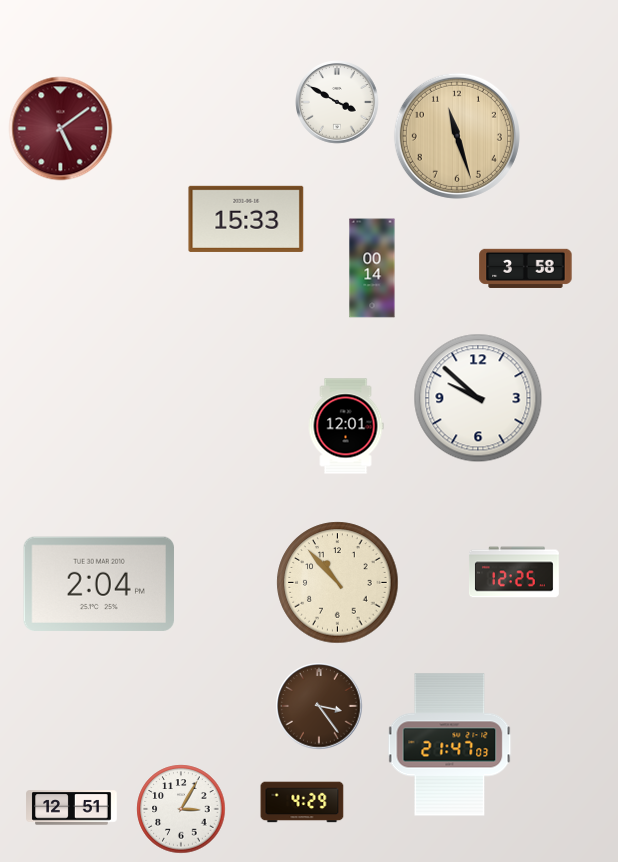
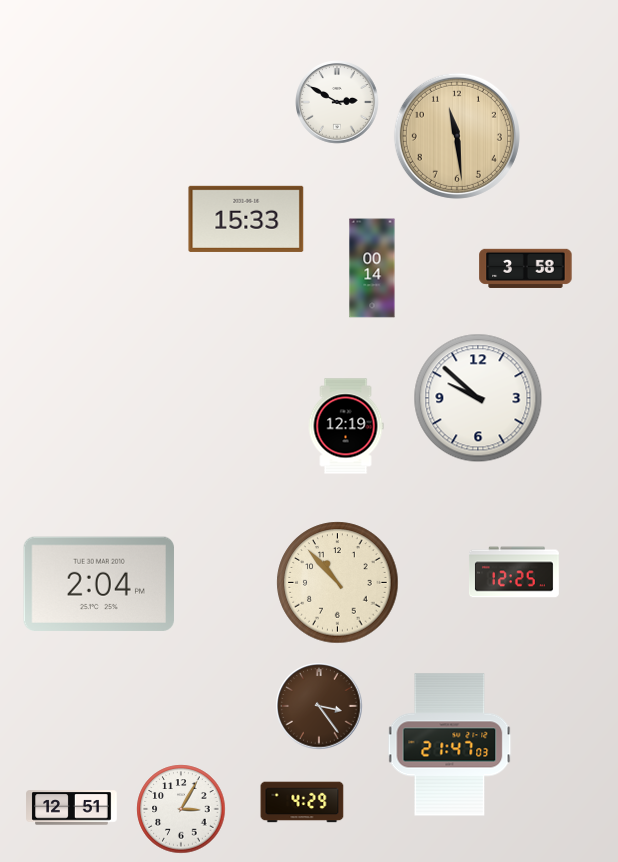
clock at (337, 102): 3:50 -> 2:50
clock at (61, 129): 5:09 -> none
clock at (457, 136): 11:27 -> 11:29
clock at (346, 426): 12:01 -> 12:19
